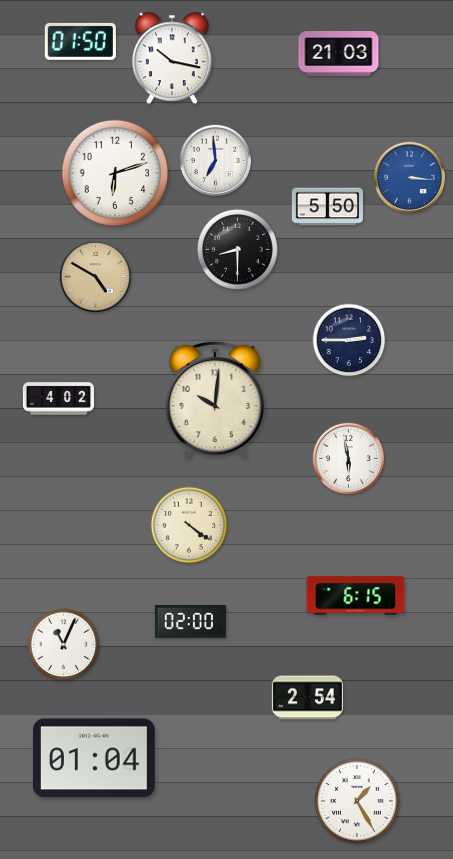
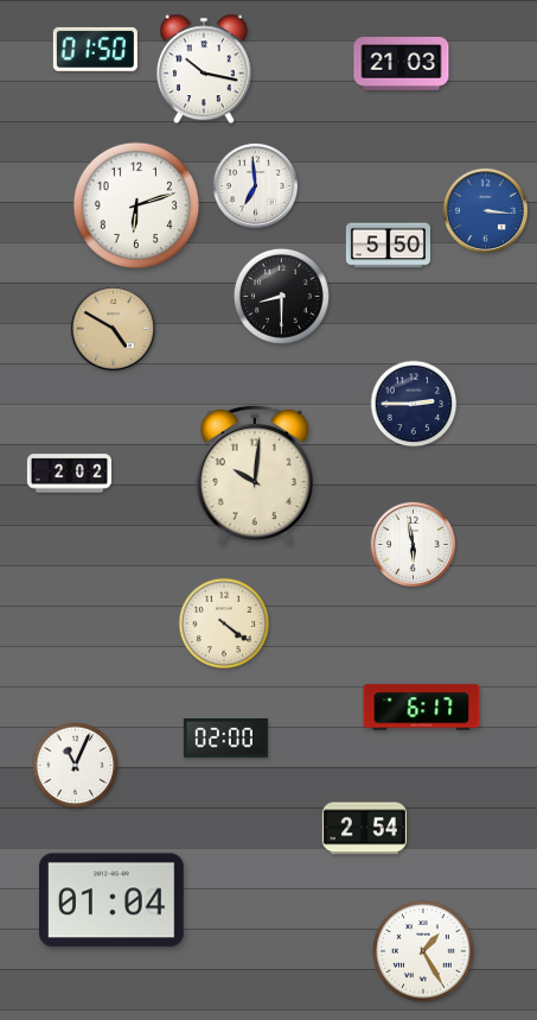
clock at (215, 160) position: (215, 160) -> (255, 185)
clock at (58, 399): 4:02 -> 2:02
clock at (356, 596): 6:15 -> 6:17
